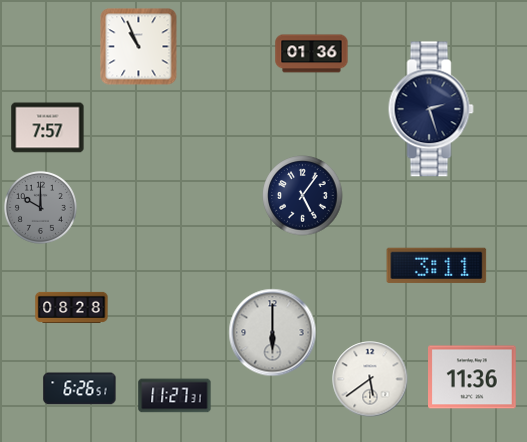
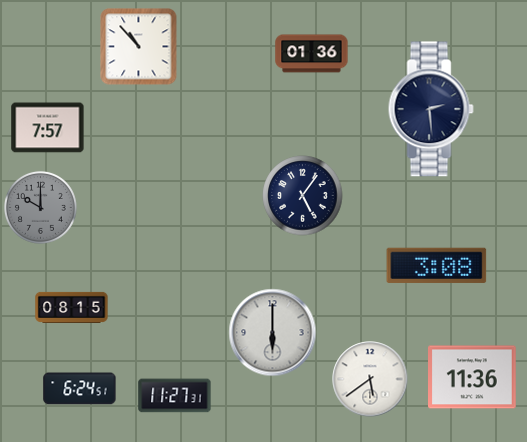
clock at (139, 47): 10:56 -> 10:53
clock at (431, 109): 2:27 -> 2:29
clock at (437, 265): 3:11 -> 3:08
clock at (72, 307): 08:28 -> 08:15
clock at (80, 389): 6:26 -> 6:24
